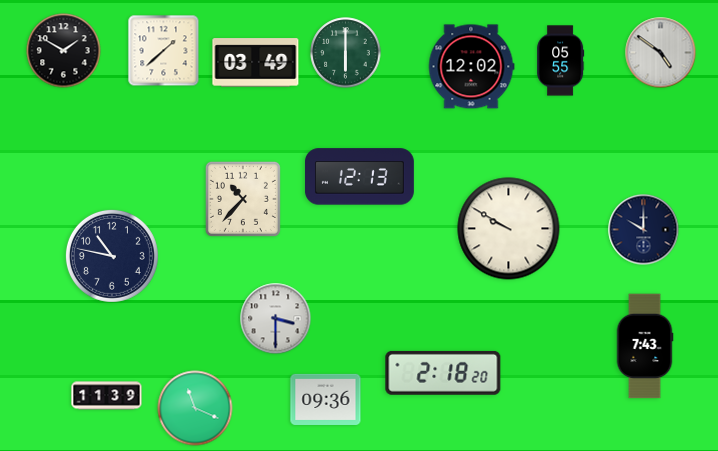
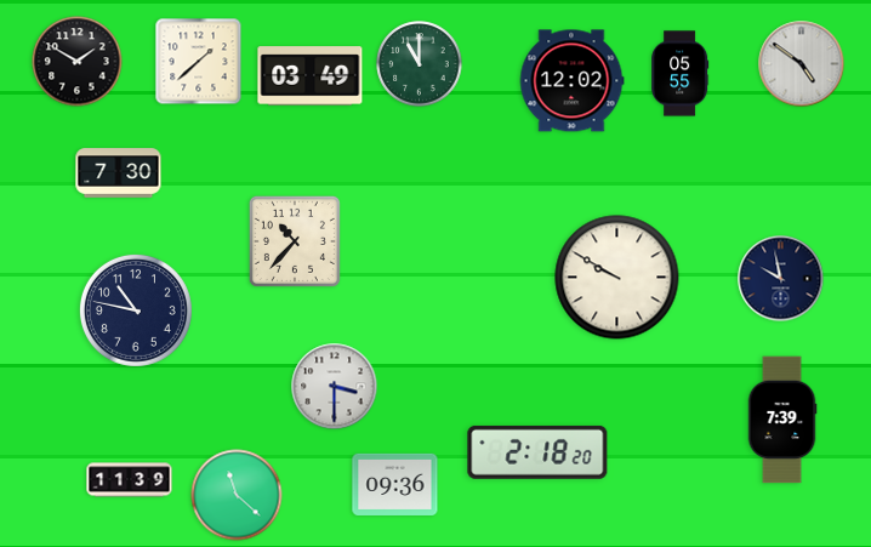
clock at (346, 53): 6:00 -> 11:00
clock at (119, 173): none -> 7:30
clock at (359, 177): 12:13 -> none
clock at (644, 230): 10:00 -> 9:58
clock at (645, 346): 7:43 -> 7:39
clock at (195, 408): 11:19 -> 11:22
